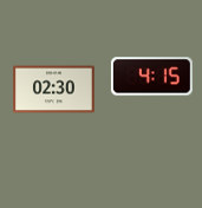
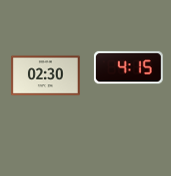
clock at (151, 77) position: (151, 77) -> (128, 68)
